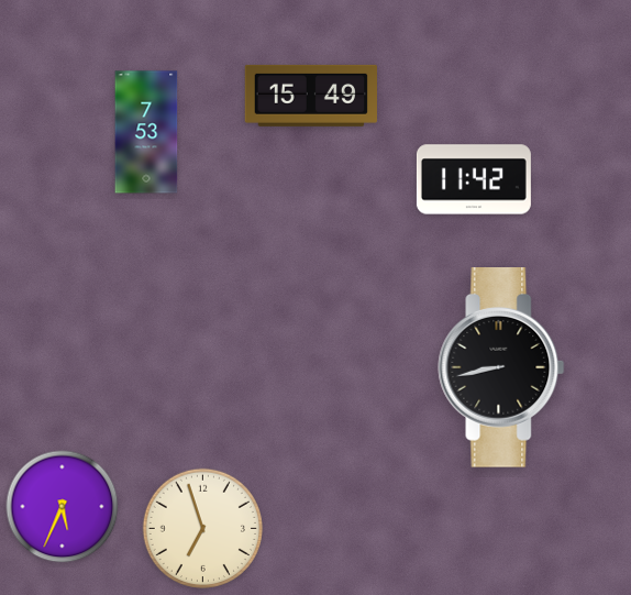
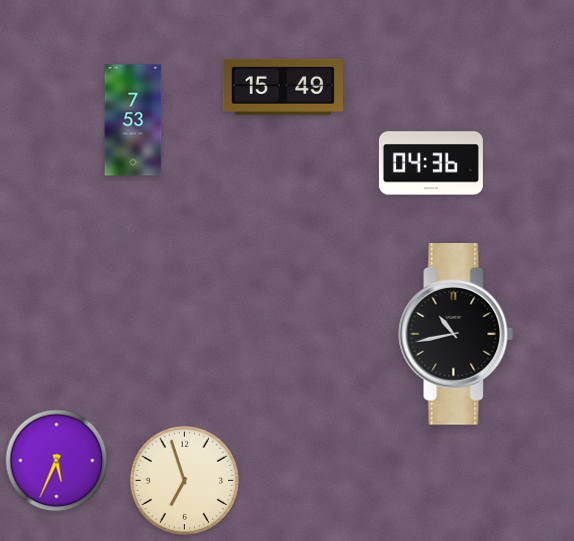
clock at (474, 179): 11:42 -> 04:36
clock at (501, 368): 8:43 -> 10:43
